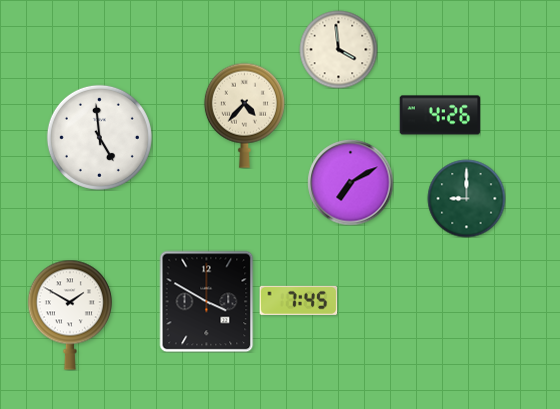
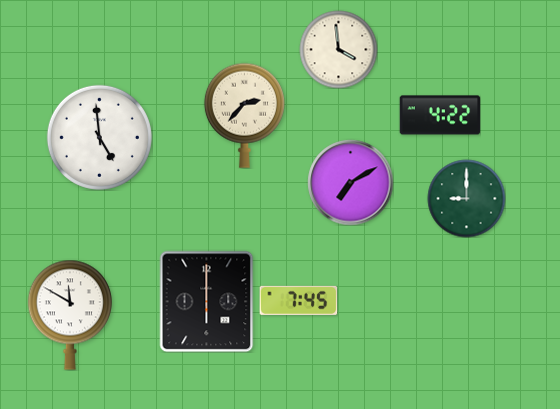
clock at (244, 115): 4:37 -> 2:37
clock at (440, 115): 4:26 -> 4:22
clock at (207, 301): 3:50 -> 6:00
clock at (70, 315): 1:50 -> 11:50
